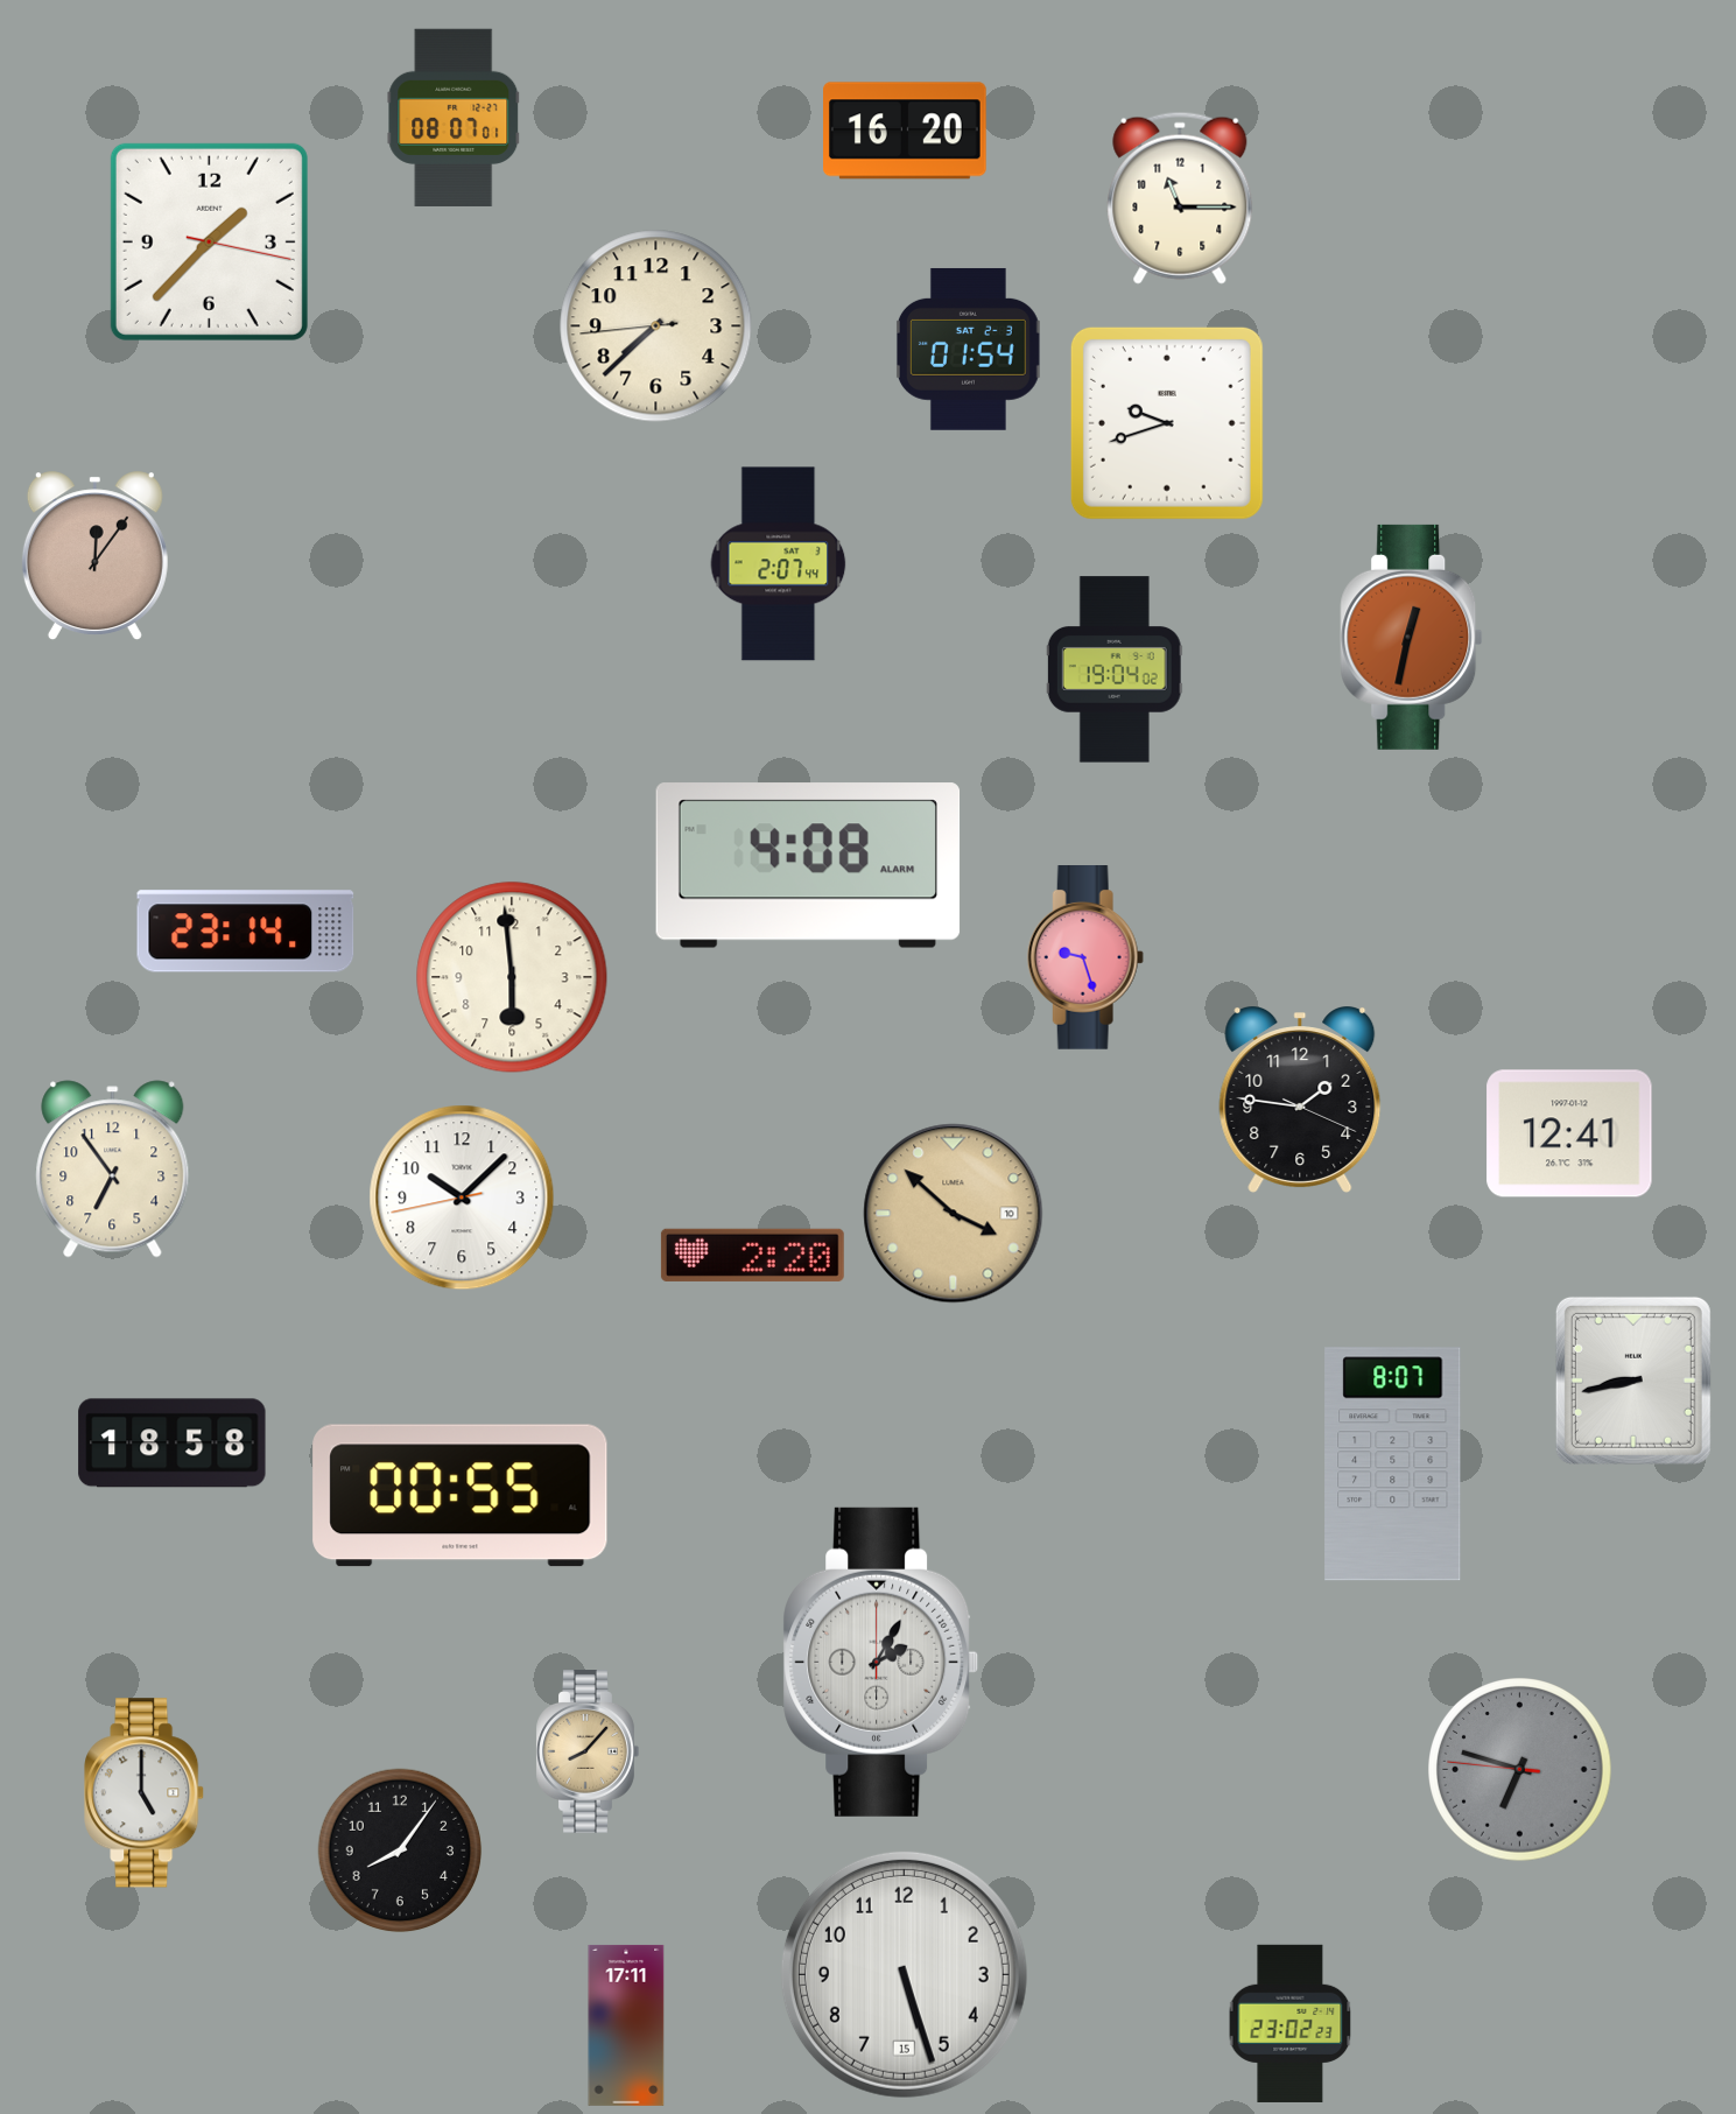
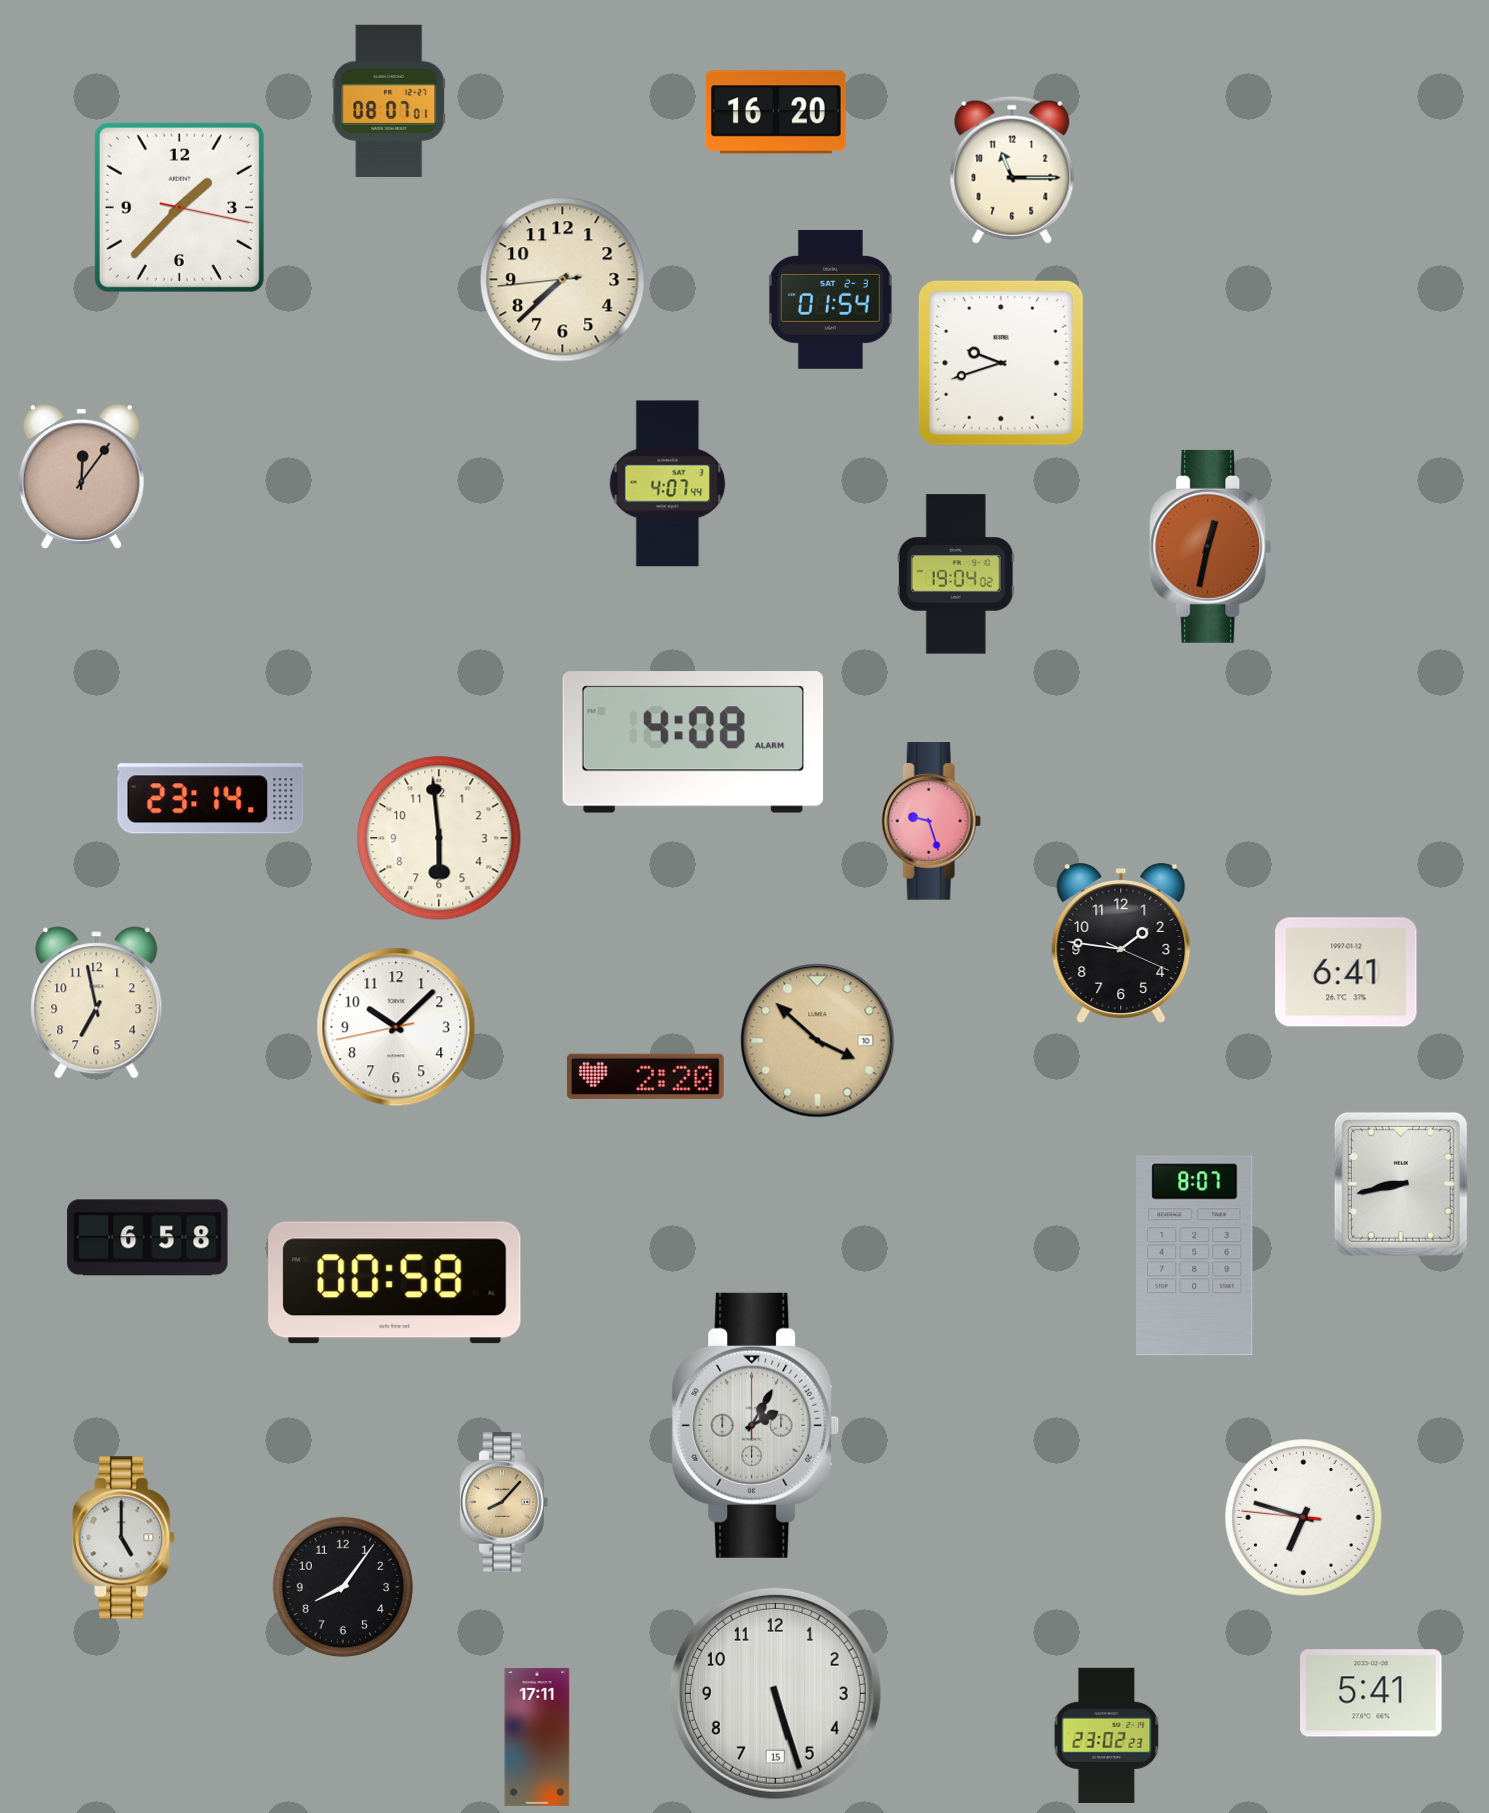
clock at (779, 564): 2:07 -> 4:07
clock at (1300, 1101) position: (1300, 1101) -> (1121, 944)
clock at (1569, 1133): 12:41 -> 6:41
clock at (113, 1170): 6:54 -> 6:58
clock at (173, 1444): 18:58 -> 6:58
clock at (461, 1496): 00:55 -> 00:58
clock at (1520, 1770) dial: grey -> white
clock at (1371, 1693): none -> 5:41
